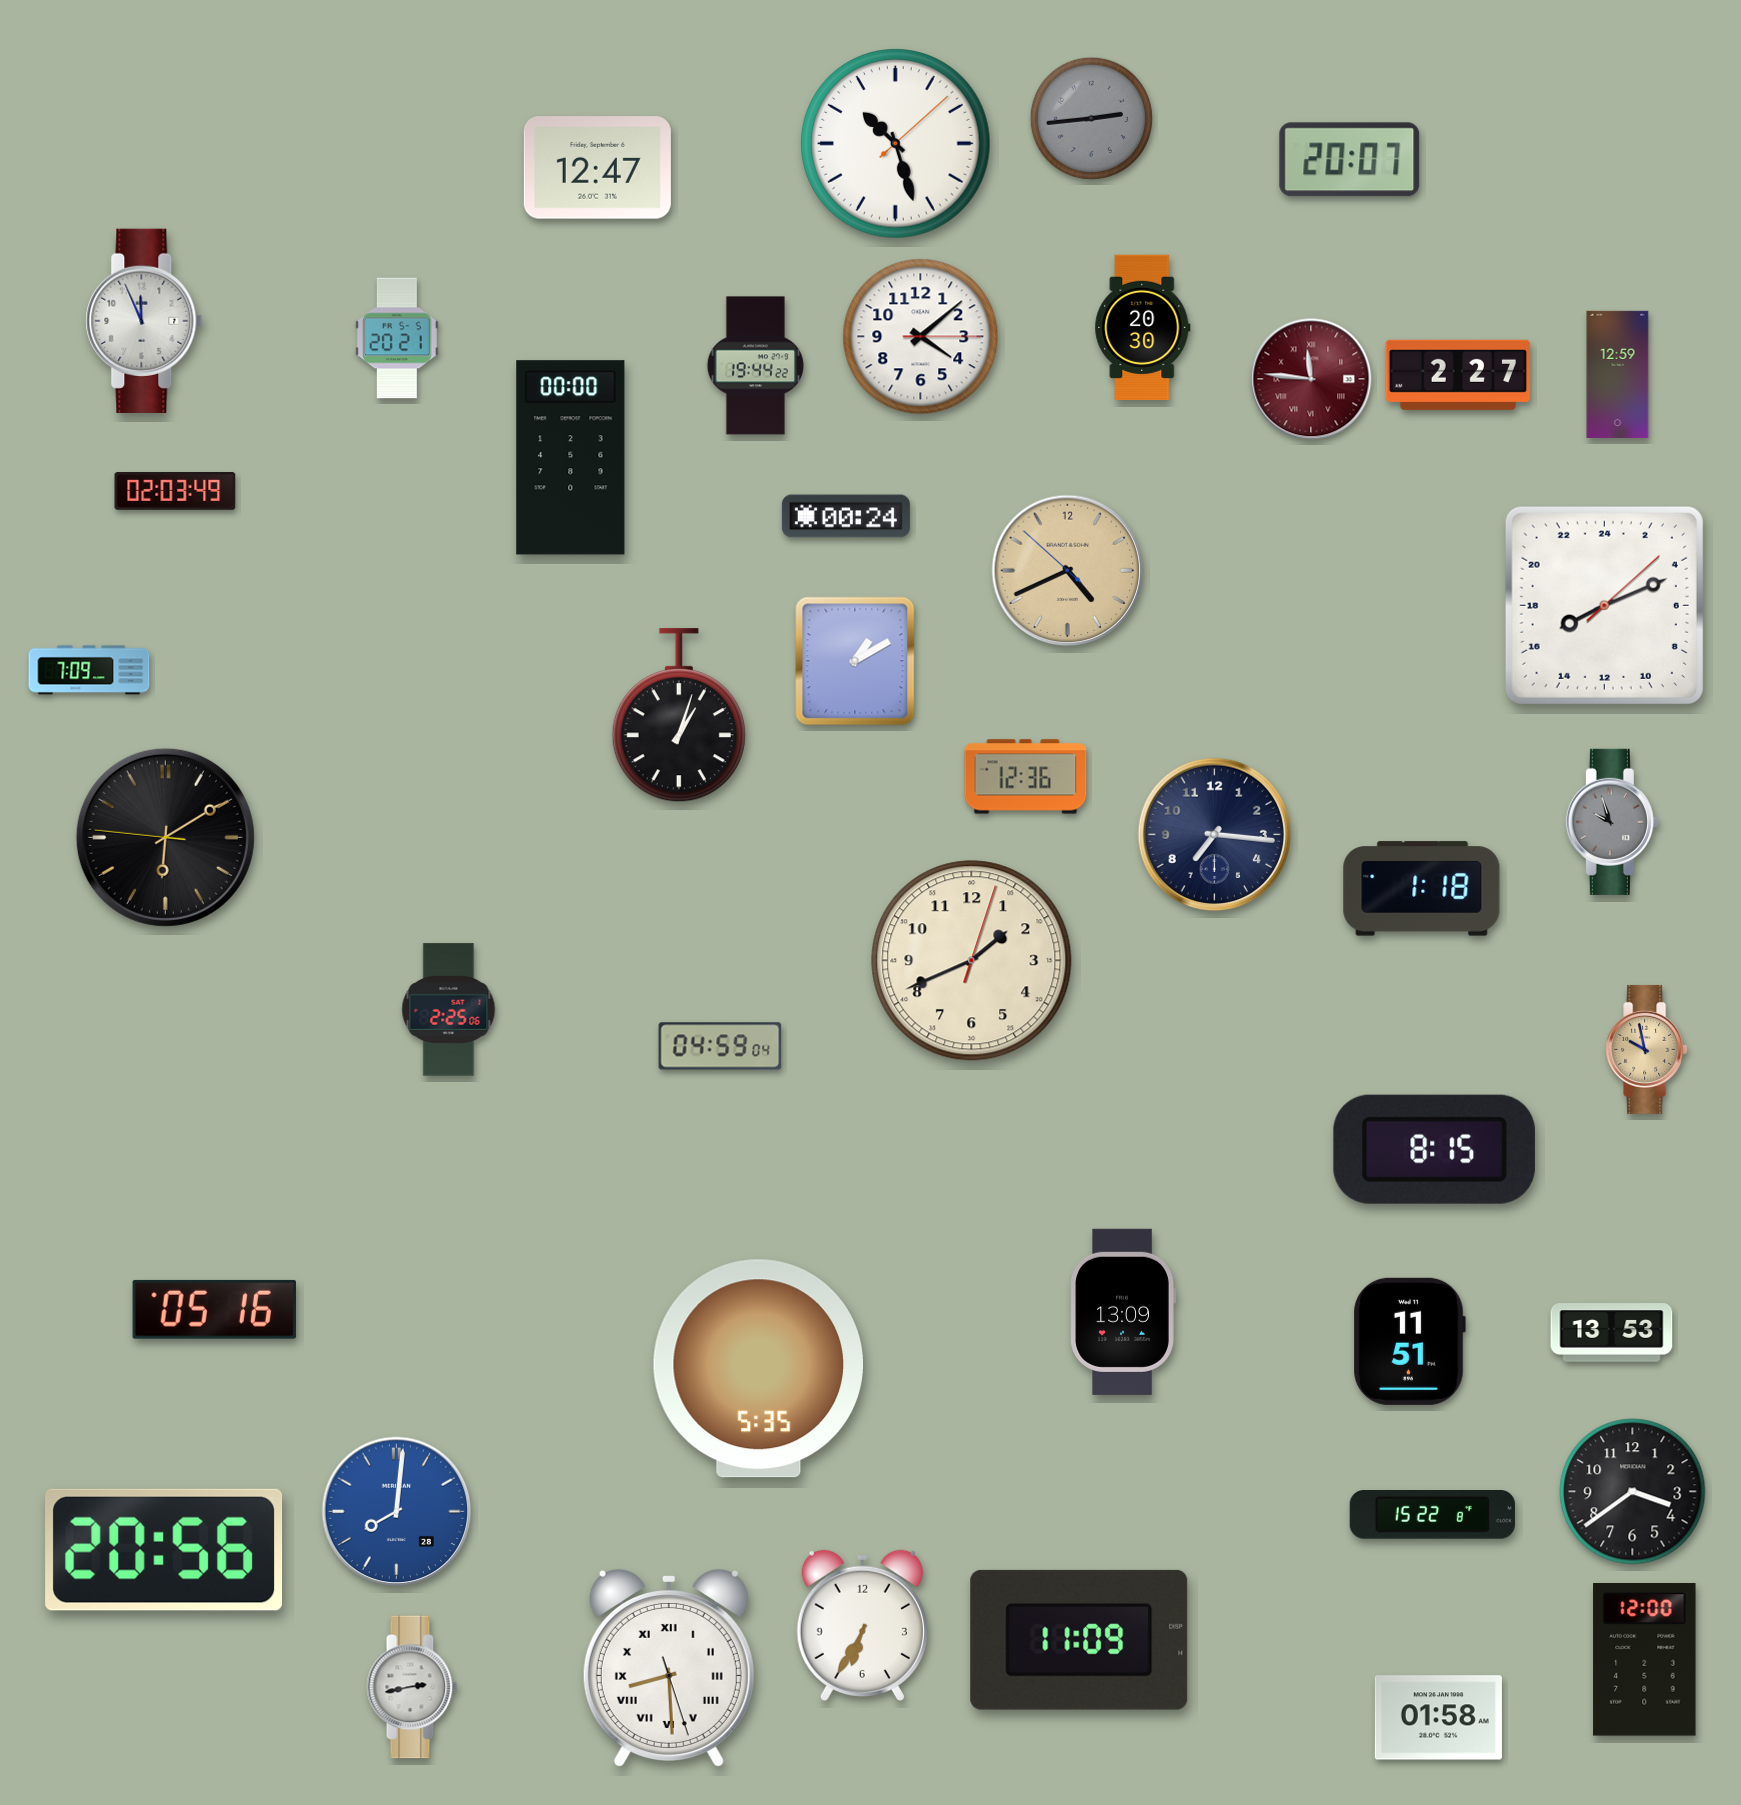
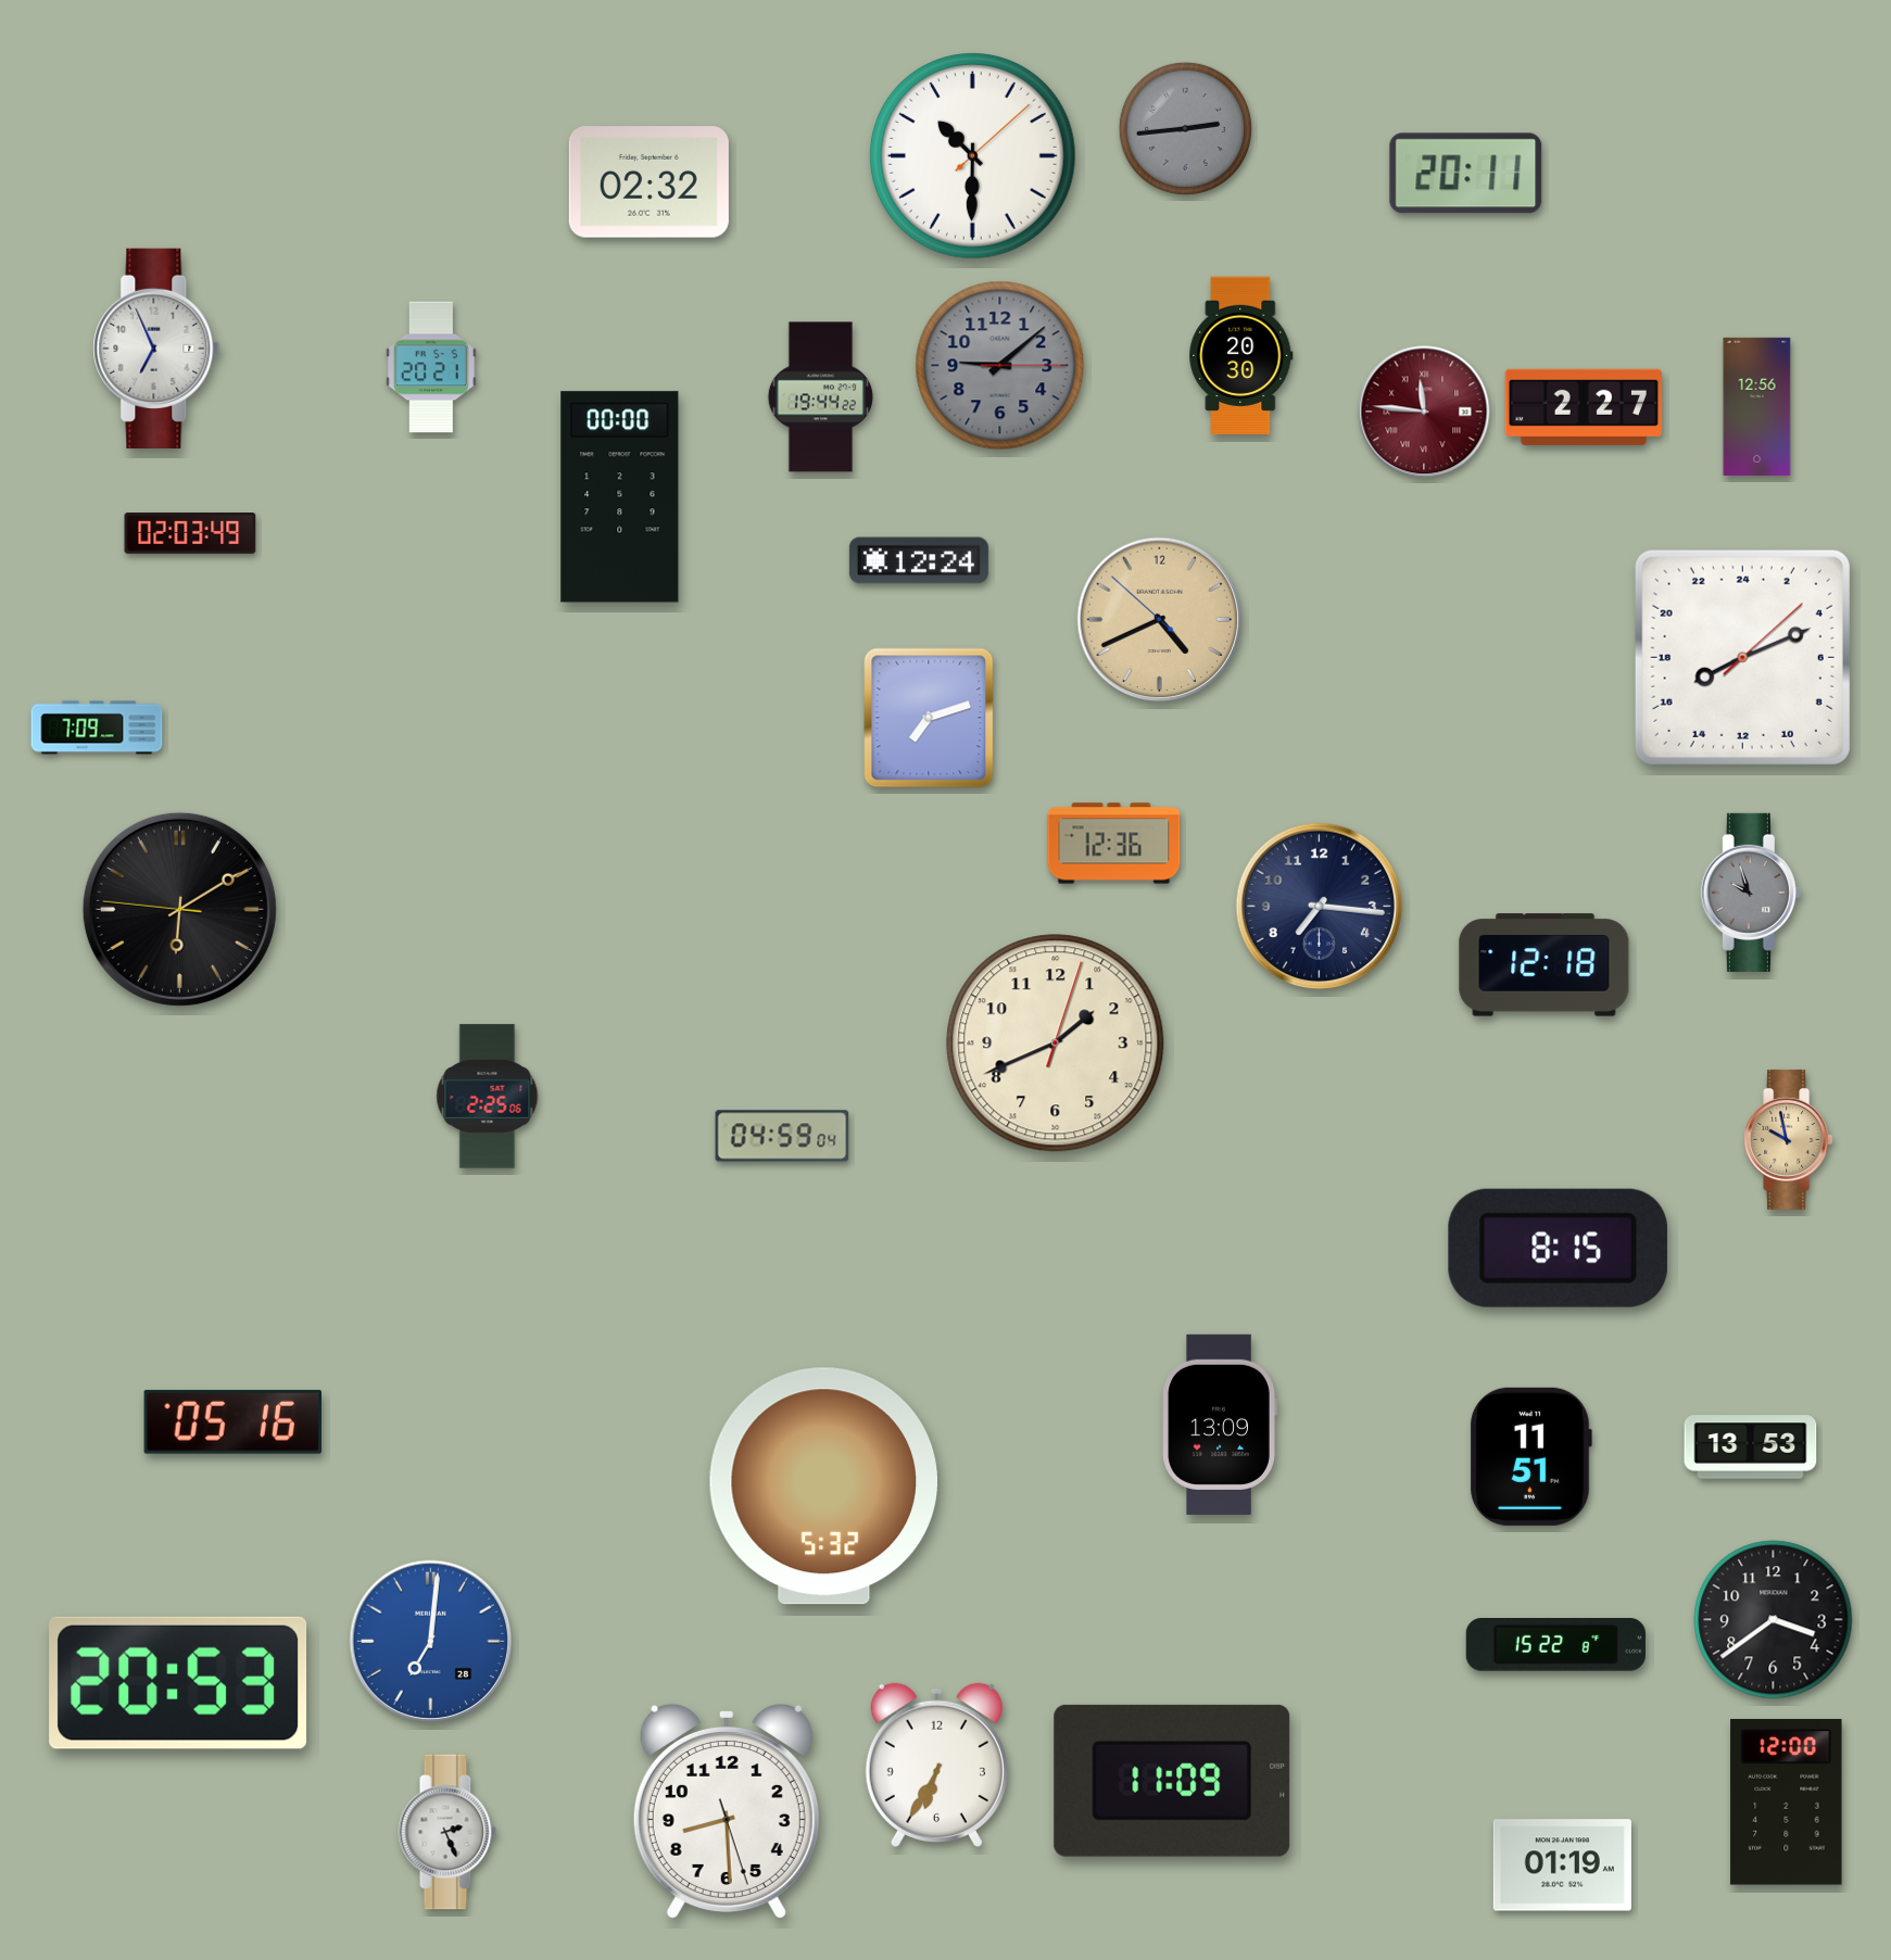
clock at (896, 144): 10:27 -> 10:30
clock at (1350, 160): 20:07 -> 20:11
clock at (597, 168): 12:47 -> 02:32
clock at (144, 321): 11:56 -> 6:56
clock at (921, 337): 4:08 -> 9:08
clock at (921, 337) dial: white -> grey
clock at (1618, 374): 12:59 -> 12:56
clock at (846, 516): 00:24 -> 12:24
clock at (855, 661): 1:10 -> 7:12
clock at (679, 716): 1:03 -> none
clock at (1422, 889): 1:18 -> 12:18
clock at (758, 1369): 5:35 -> 5:32
clock at (397, 1512): 8:01 -> 7:01
clock at (164, 1550): 20:56 -> 20:53
clock at (669, 1668) numerals: Roman -> Arabic
clock at (412, 1687): 2:43 -> 2:26
clock at (1438, 1718): 01:58 -> 01:19
